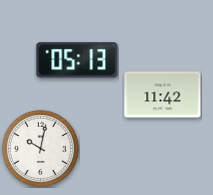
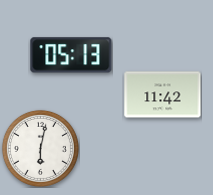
clock at (77, 60) position: (77, 60) -> (71, 55)
clock at (40, 148): 10:02 -> 6:02
